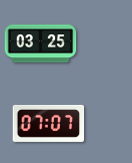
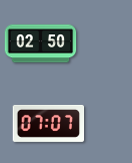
clock at (41, 44): 03:25 -> 02:50
